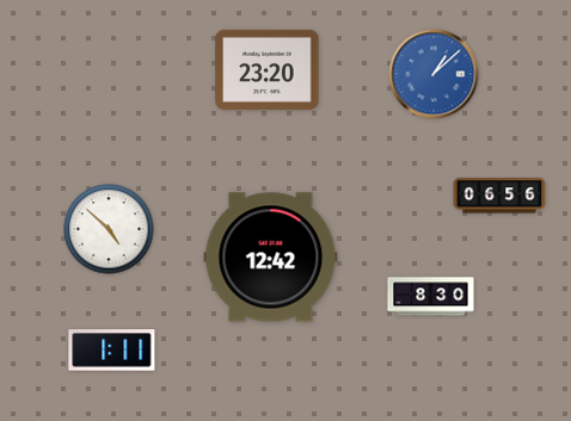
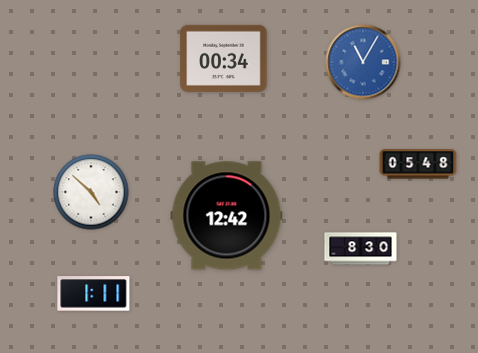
clock at (268, 69): 23:20 -> 00:34
clock at (434, 74): 1:08 -> 11:05
clock at (499, 196): 06:56 -> 05:48
